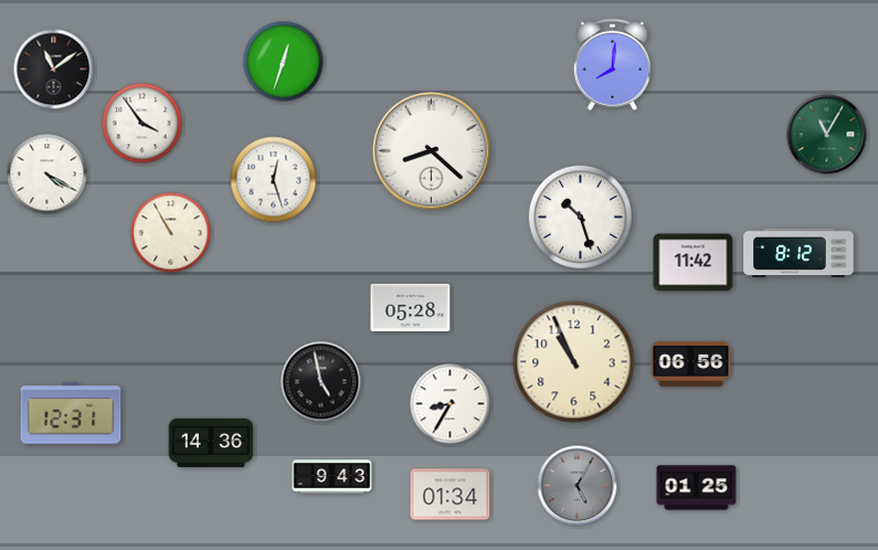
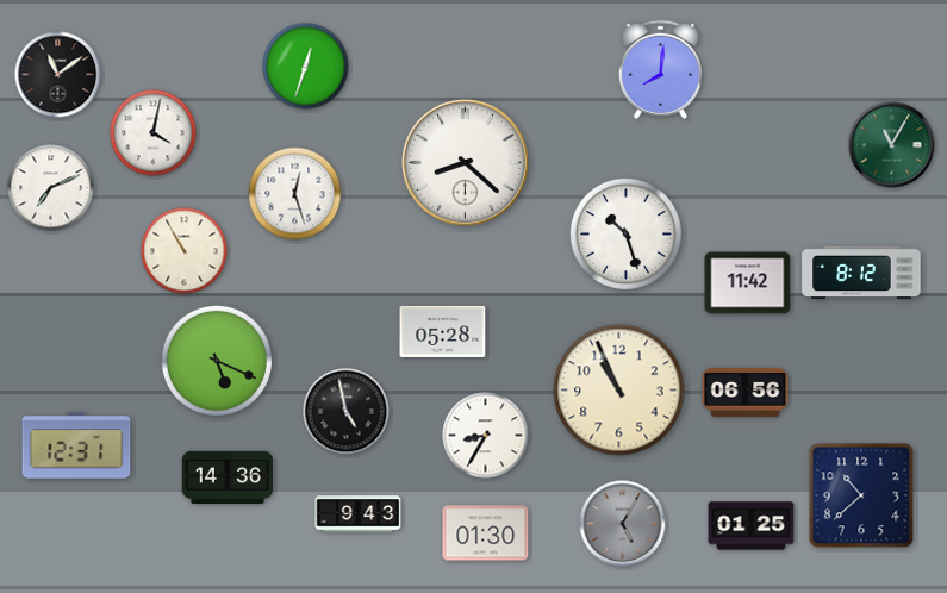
clock at (142, 124): 3:54 -> 4:02
clock at (47, 174): 4:20 -> 7:11
clock at (217, 361): none -> 5:19
clock at (861, 495): none -> 10:38
clock at (451, 495): 01:34 -> 01:30
